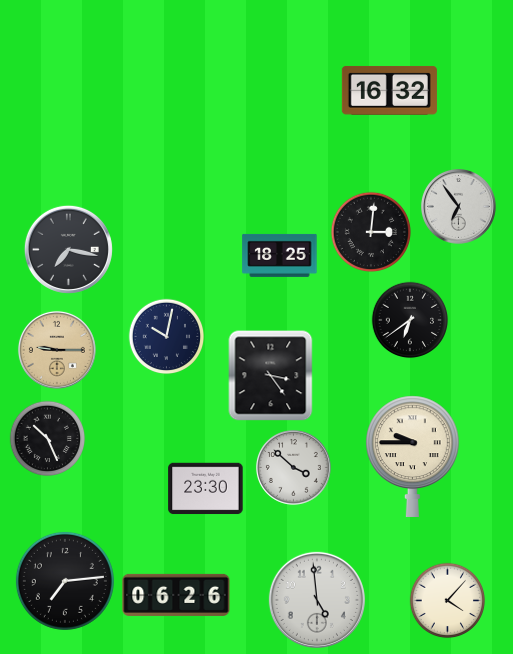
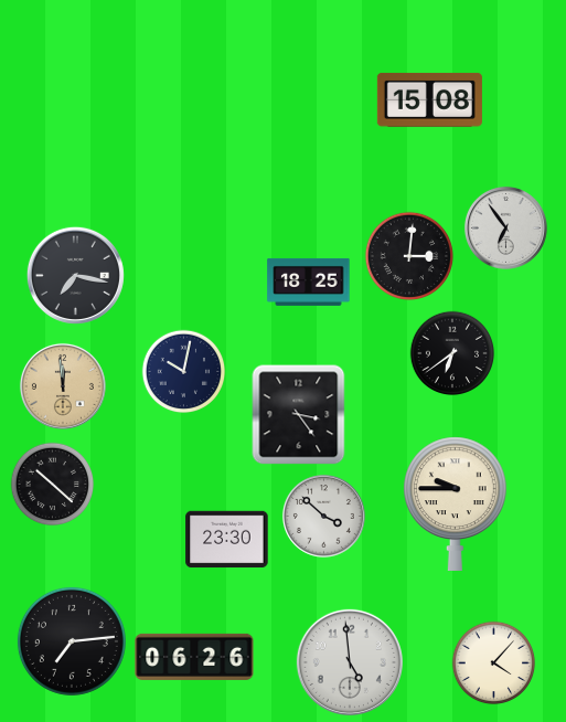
clock at (389, 90): 16:32 -> 15:08
clock at (57, 350): 9:15 -> 11:59
clock at (48, 439): 10:26 -> 10:22
